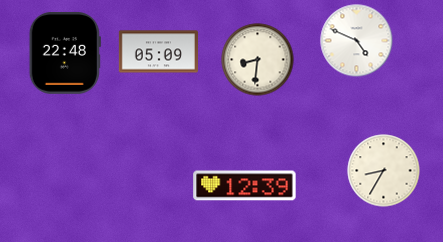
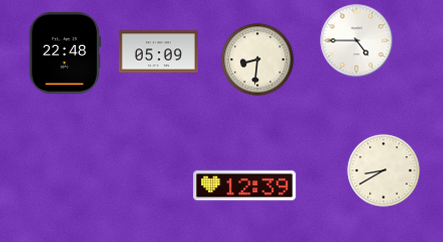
clock at (357, 41): 4:49 -> 4:45
clock at (384, 171): 8:35 -> 8:40
